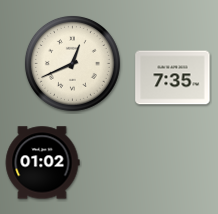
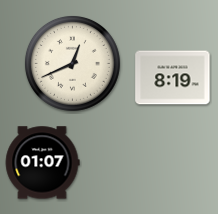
clock at (173, 78): 7:35 -> 8:19
clock at (42, 163): 01:02 -> 01:07
